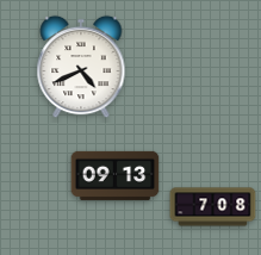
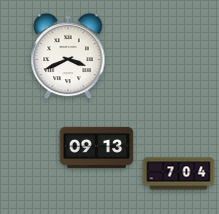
clock at (81, 67): 4:41 -> 3:41
clock at (213, 207): 7:08 -> 7:04
